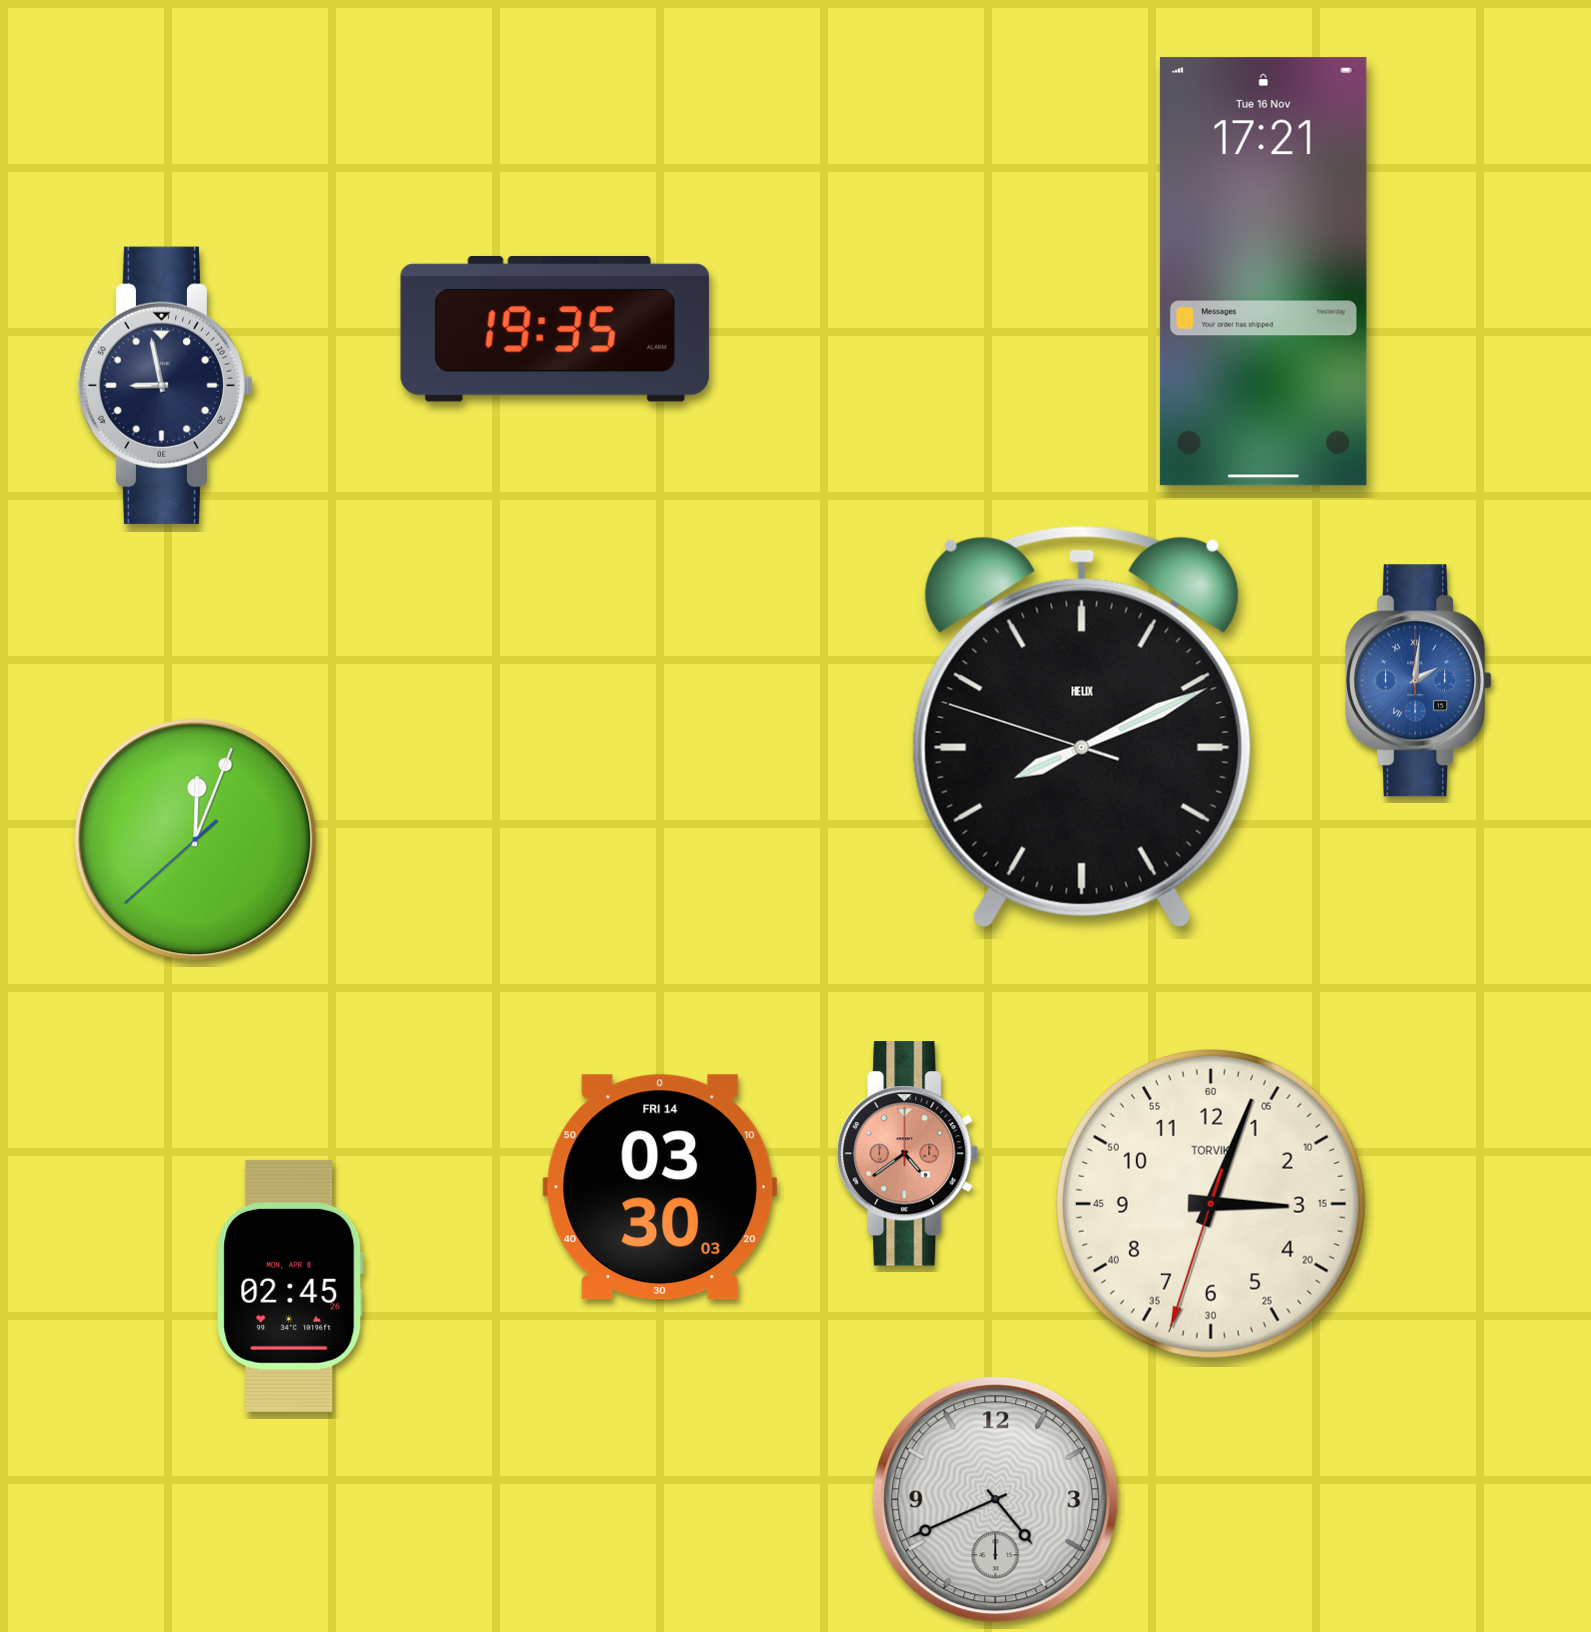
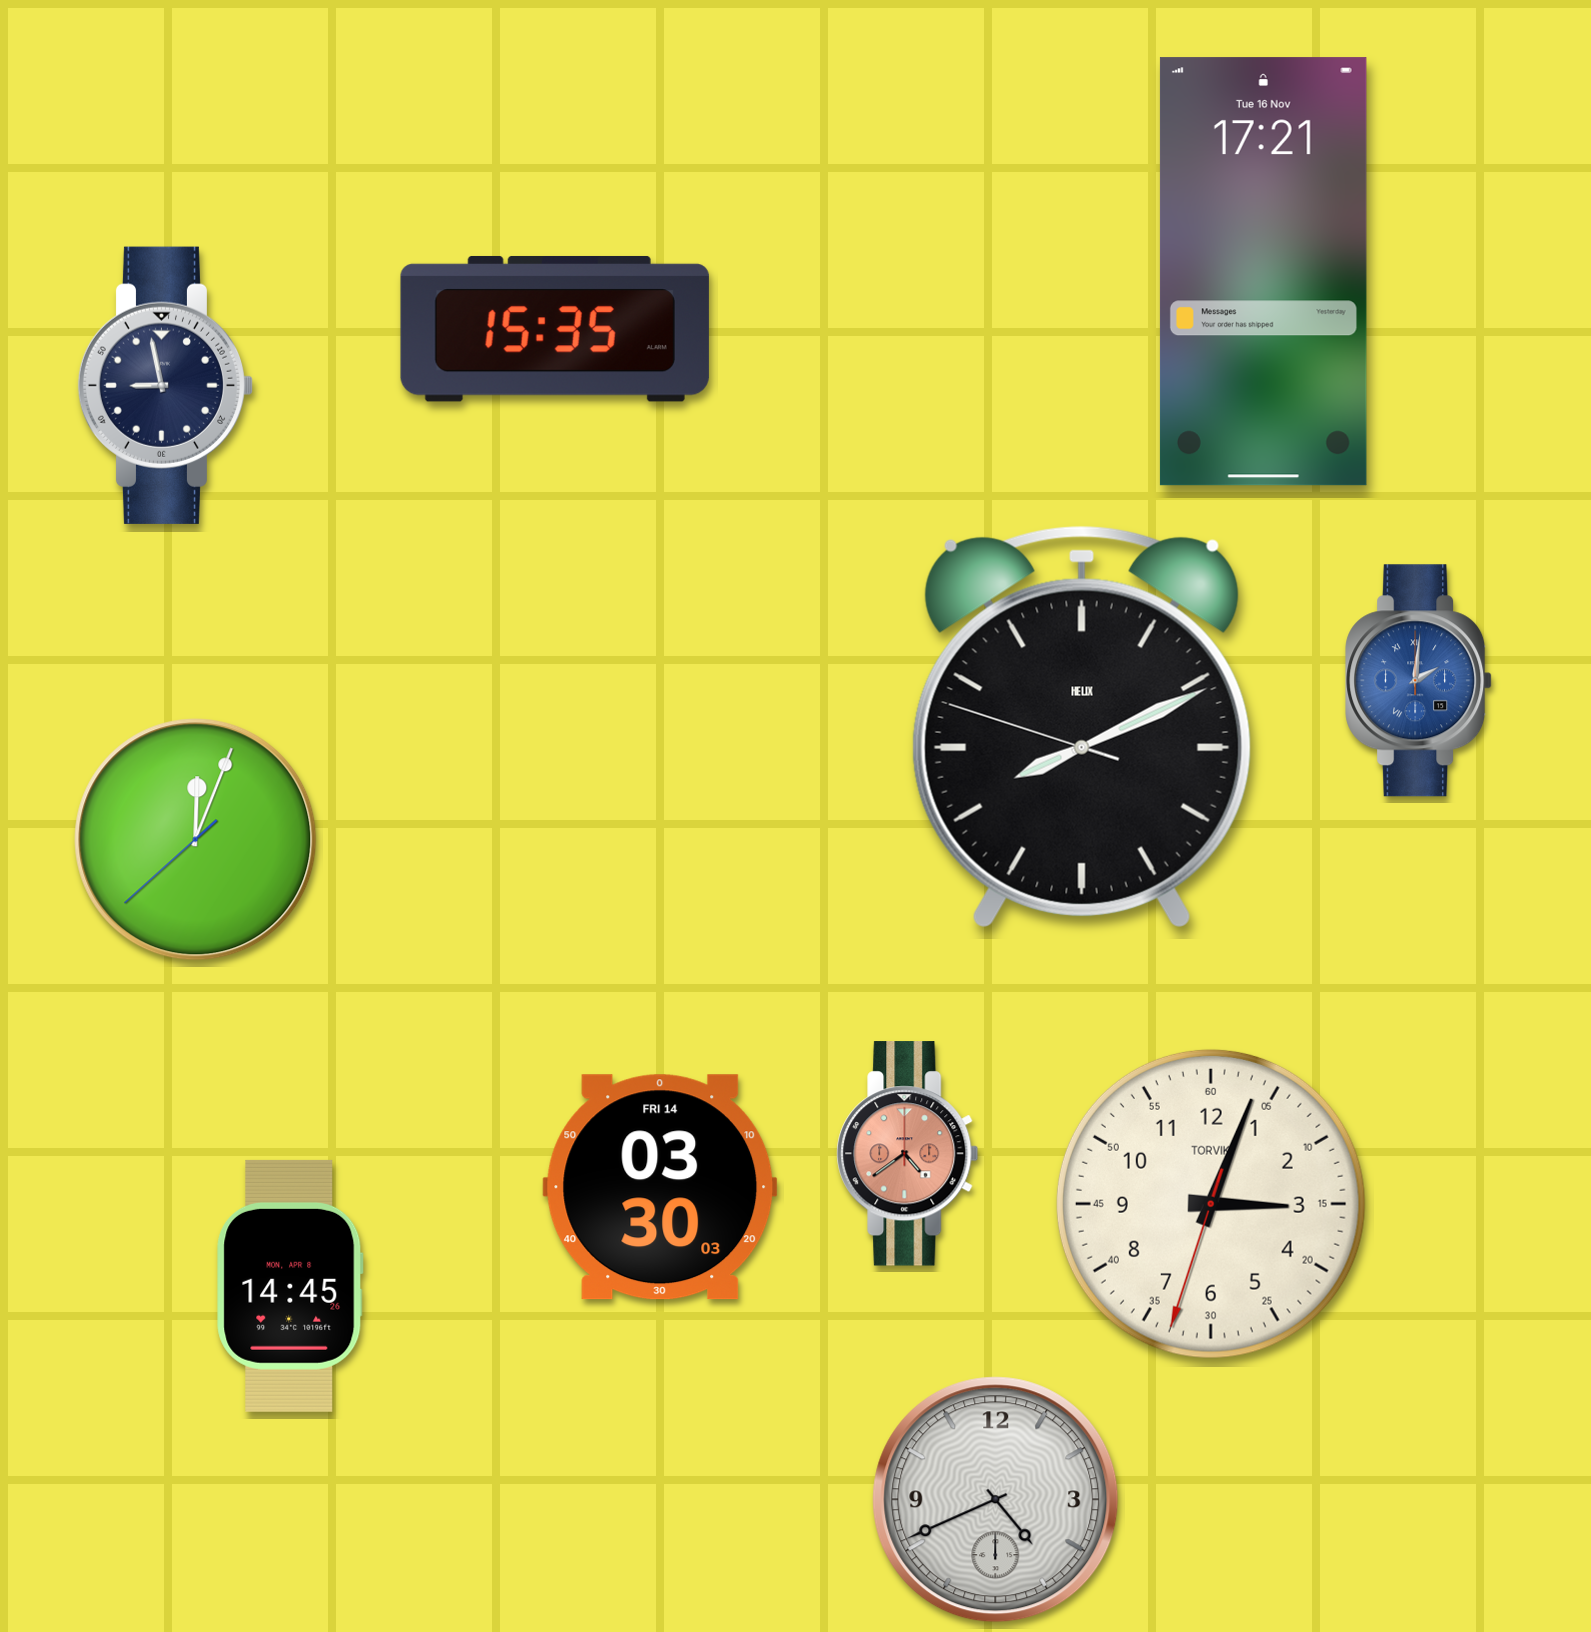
clock at (555, 329): 19:35 -> 15:35
clock at (290, 1286): 02:45 -> 14:45
